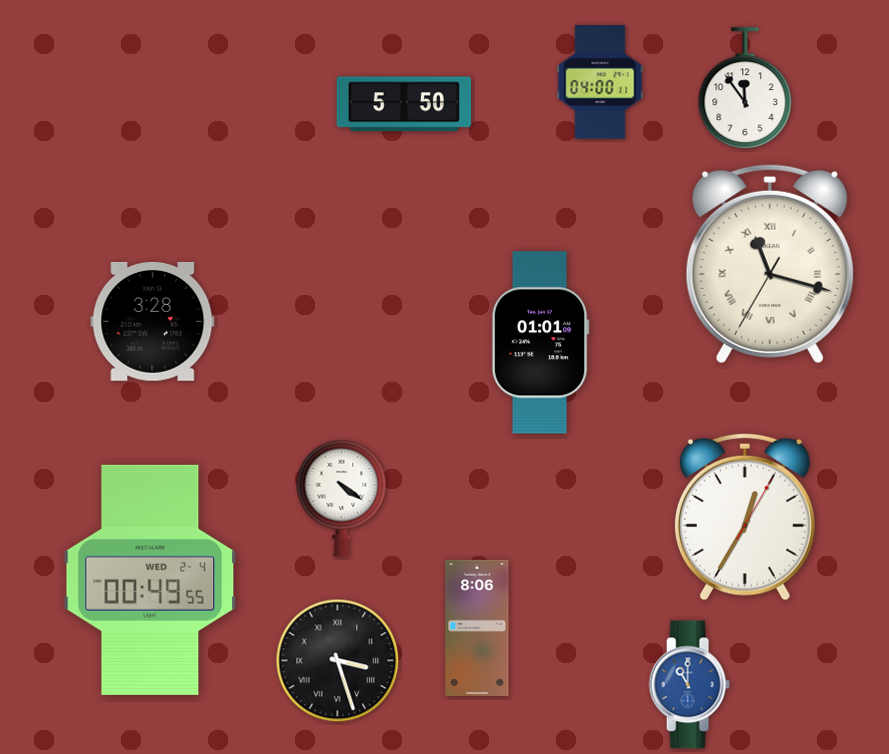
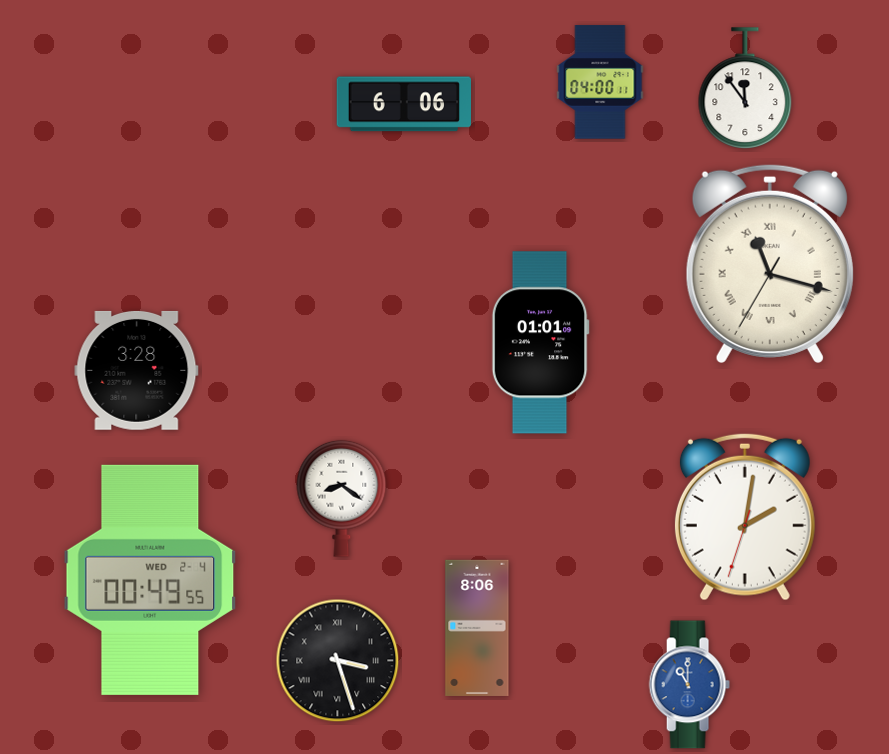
clock at (403, 104): 5:50 -> 6:06
clock at (153, 321) position: (153, 321) -> (137, 370)
clock at (342, 498): 4:21 -> 8:21
clock at (745, 517): 12:35 -> 2:01
